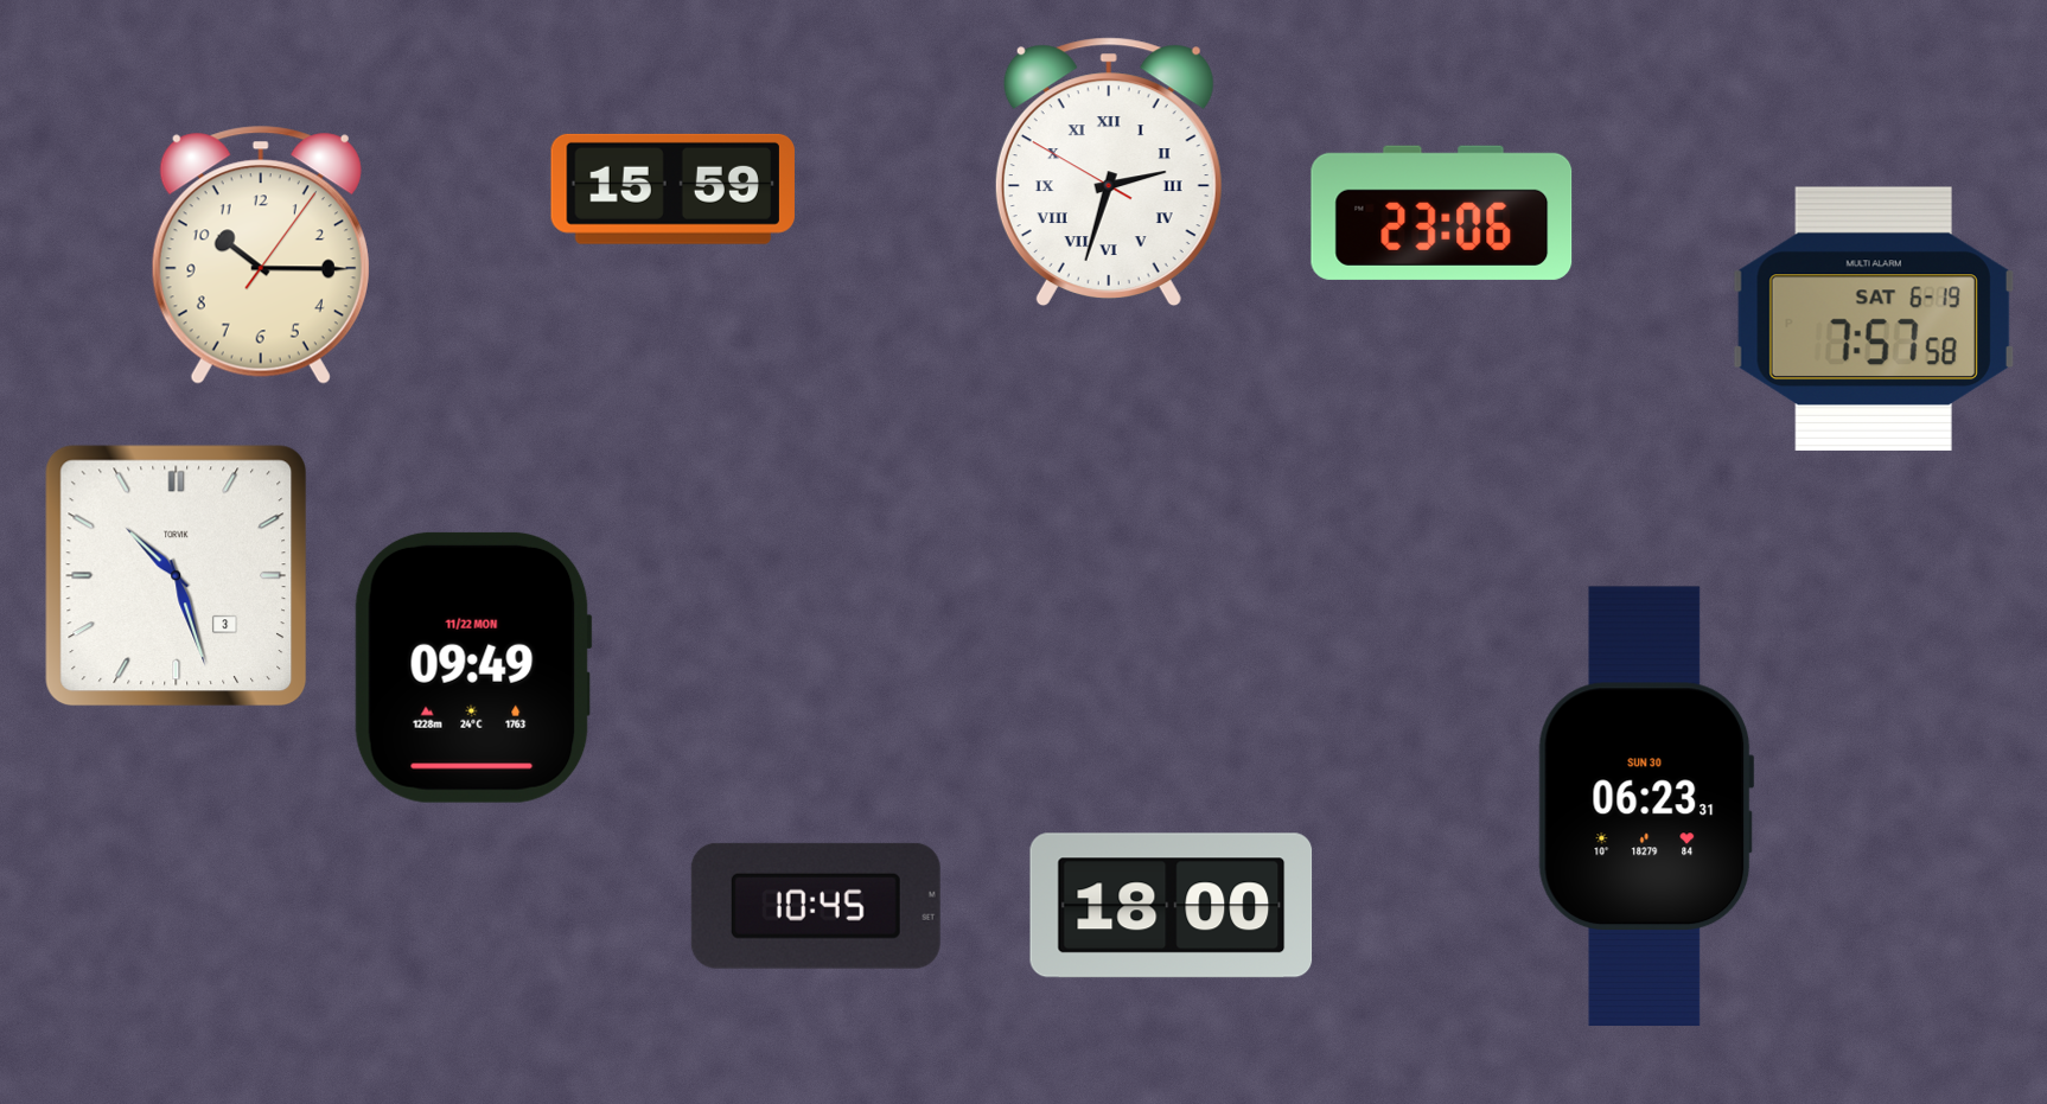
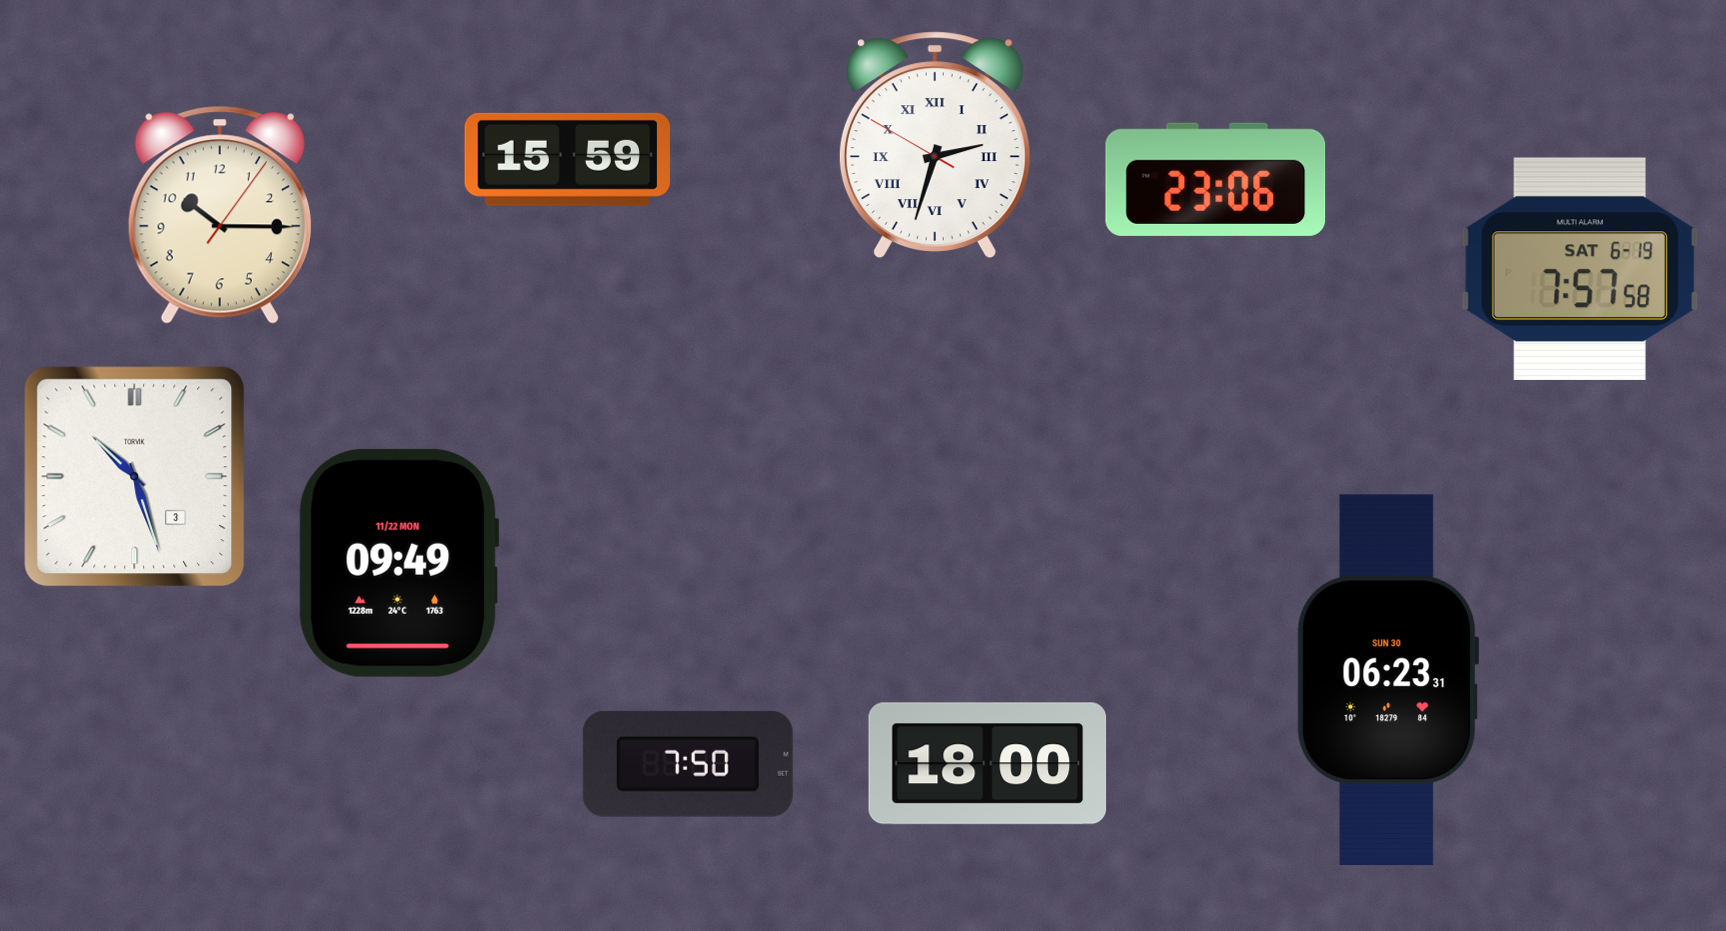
clock at (177, 576) position: (177, 576) -> (135, 477)
clock at (816, 906): 10:45 -> 7:50
